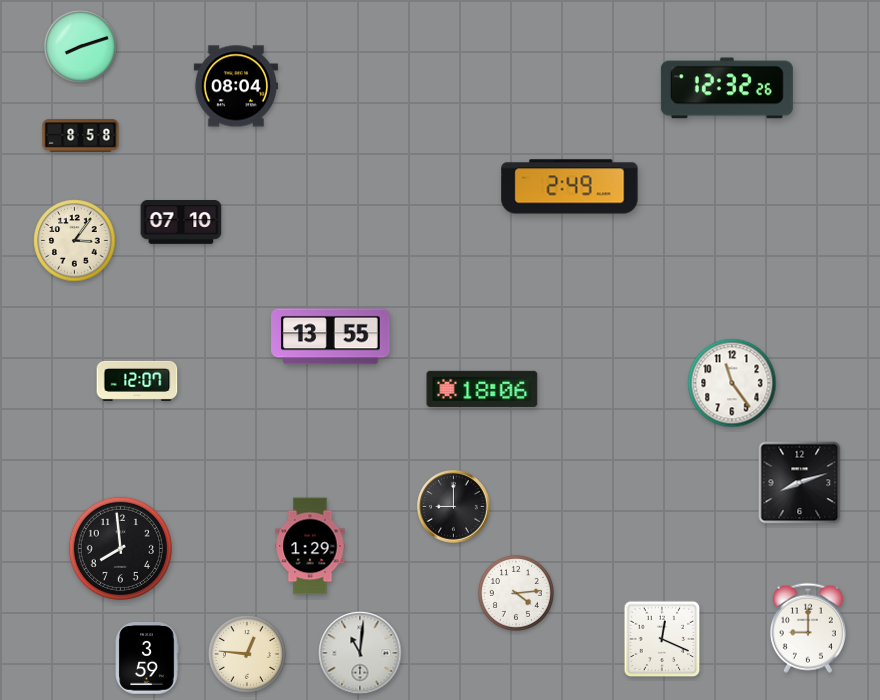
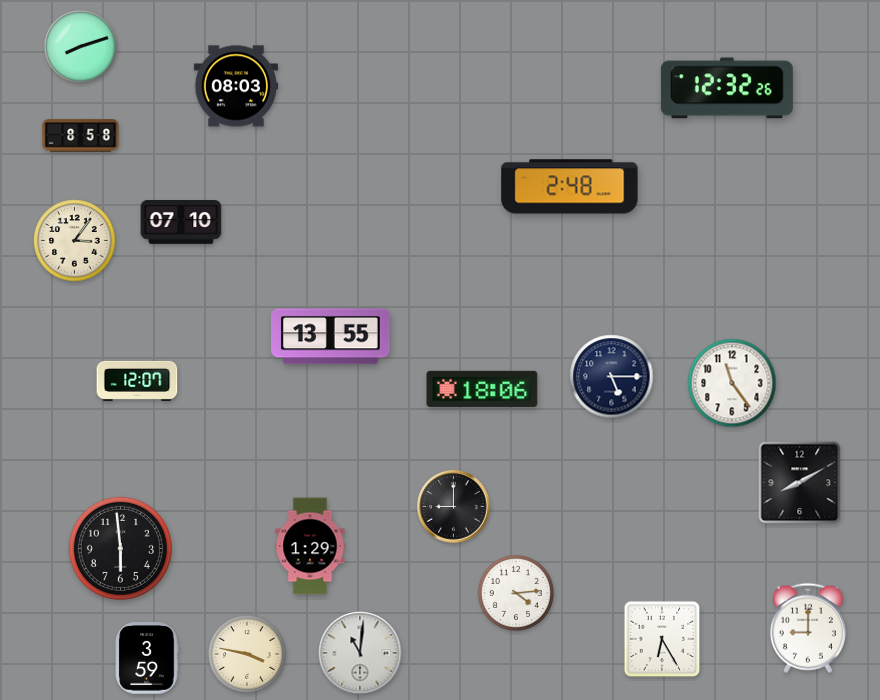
clock at (236, 86): 08:04 -> 08:03
clock at (570, 187): 2:49 -> 2:48
clock at (612, 377): none -> 5:15
clock at (800, 483): 8:12 -> 8:10
clock at (120, 548): 7:59 -> 5:59
clock at (662, 639): 12:19 -> 6:25
clock at (248, 655): 12:46 -> 3:47
